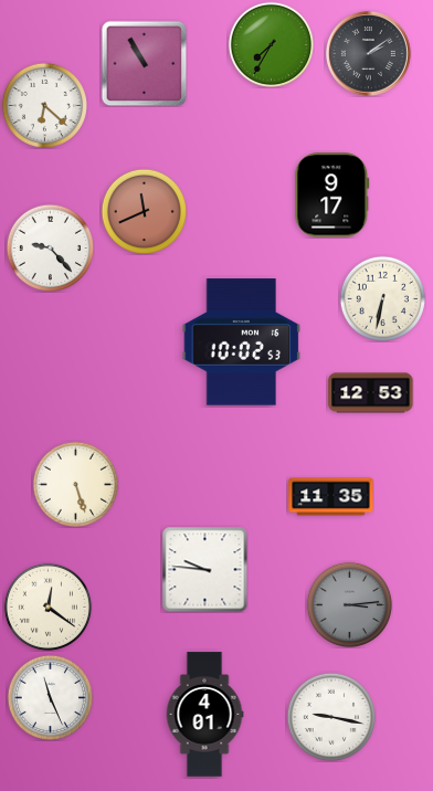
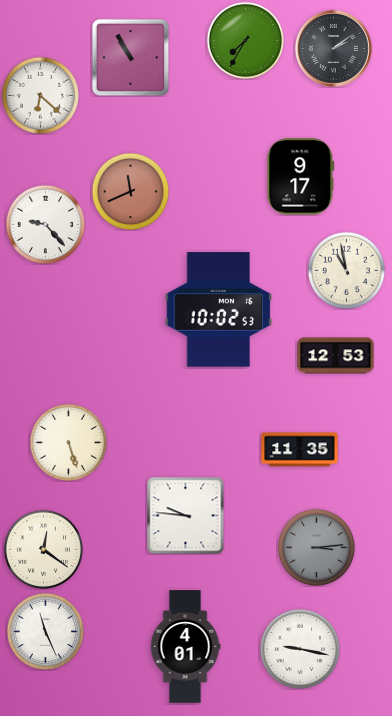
clock at (382, 298): 6:32 -> 10:58
clock at (75, 484) position: (75, 484) -> (68, 442)
